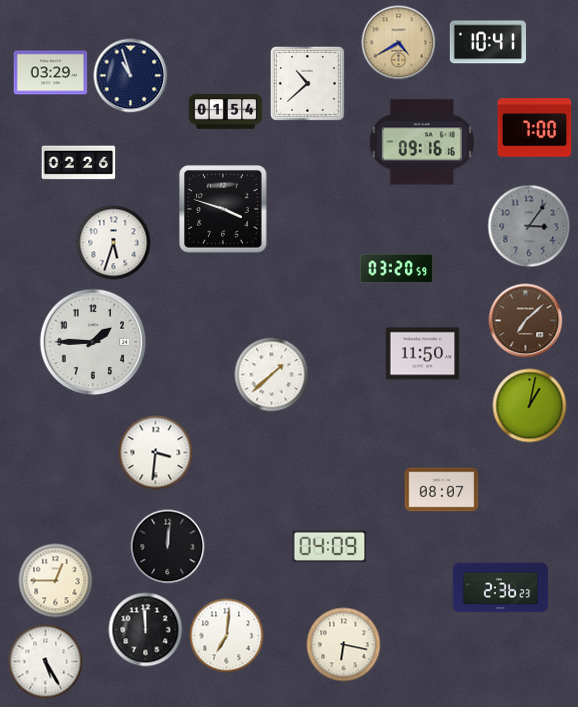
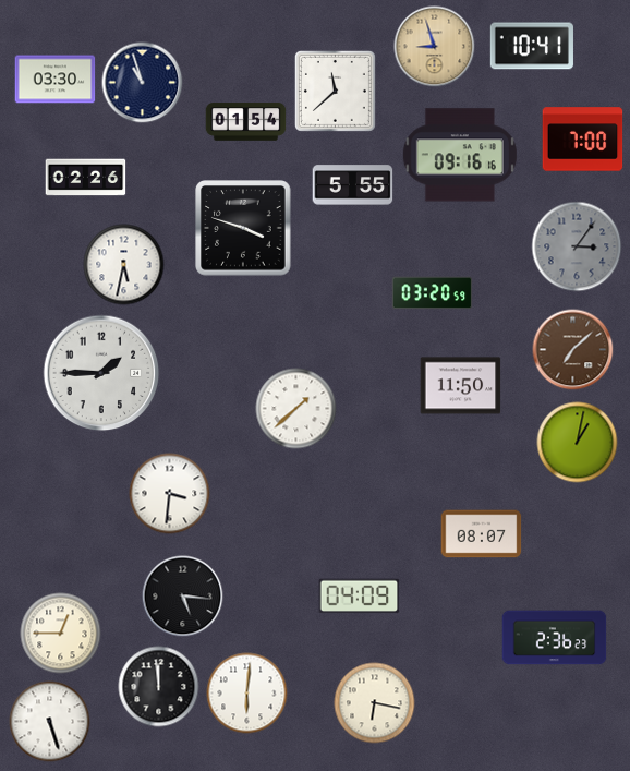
clock at (399, 43): 4:40 -> 8:57
clock at (51, 73): 03:29 -> 03:30
clock at (307, 83): 10:38 -> 11:38
clock at (353, 185): none -> 5:55
clock at (114, 243): 5:33 -> 5:32
clock at (168, 547): 12:01 -> 5:16
clock at (501, 588) position: (501, 588) -> (555, 638)
clock at (227, 636): 7:01 -> 6:01
clock at (46, 662): 5:25 -> 5:27
